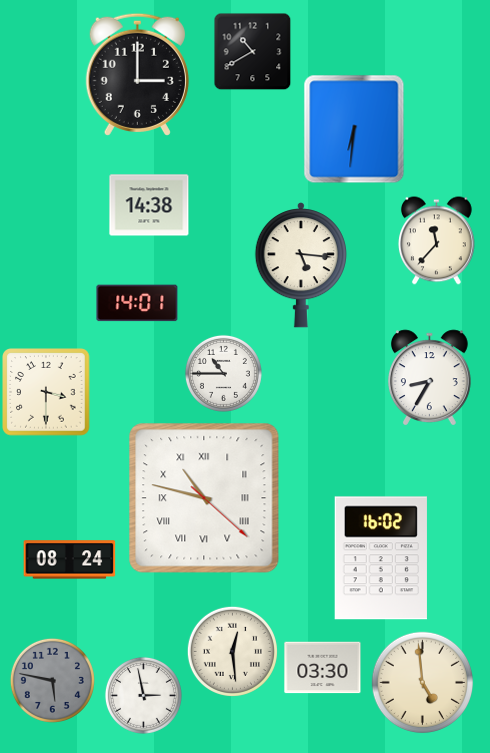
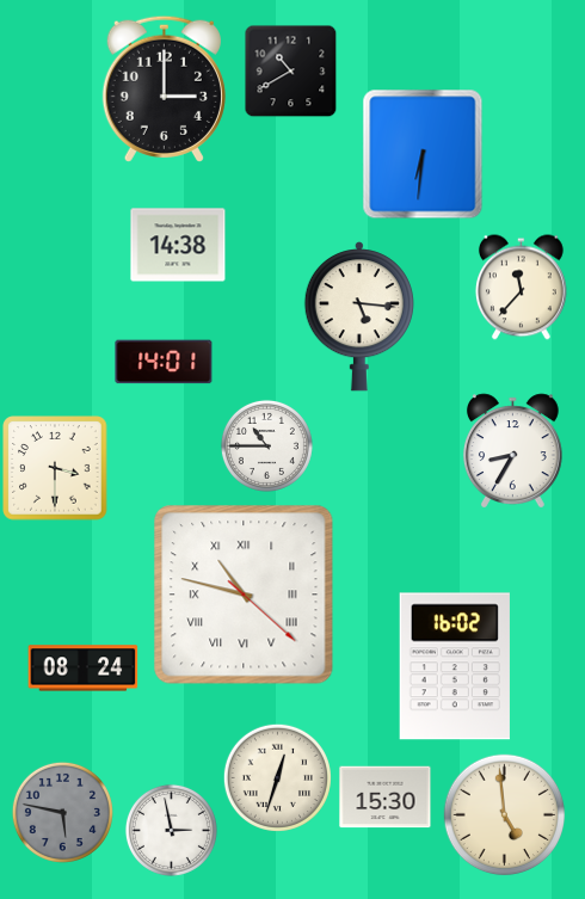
clock at (252, 51) position: (252, 51) -> (290, 70)
clock at (232, 651): 12:29 -> 12:33
clock at (323, 668): 03:30 -> 15:30
